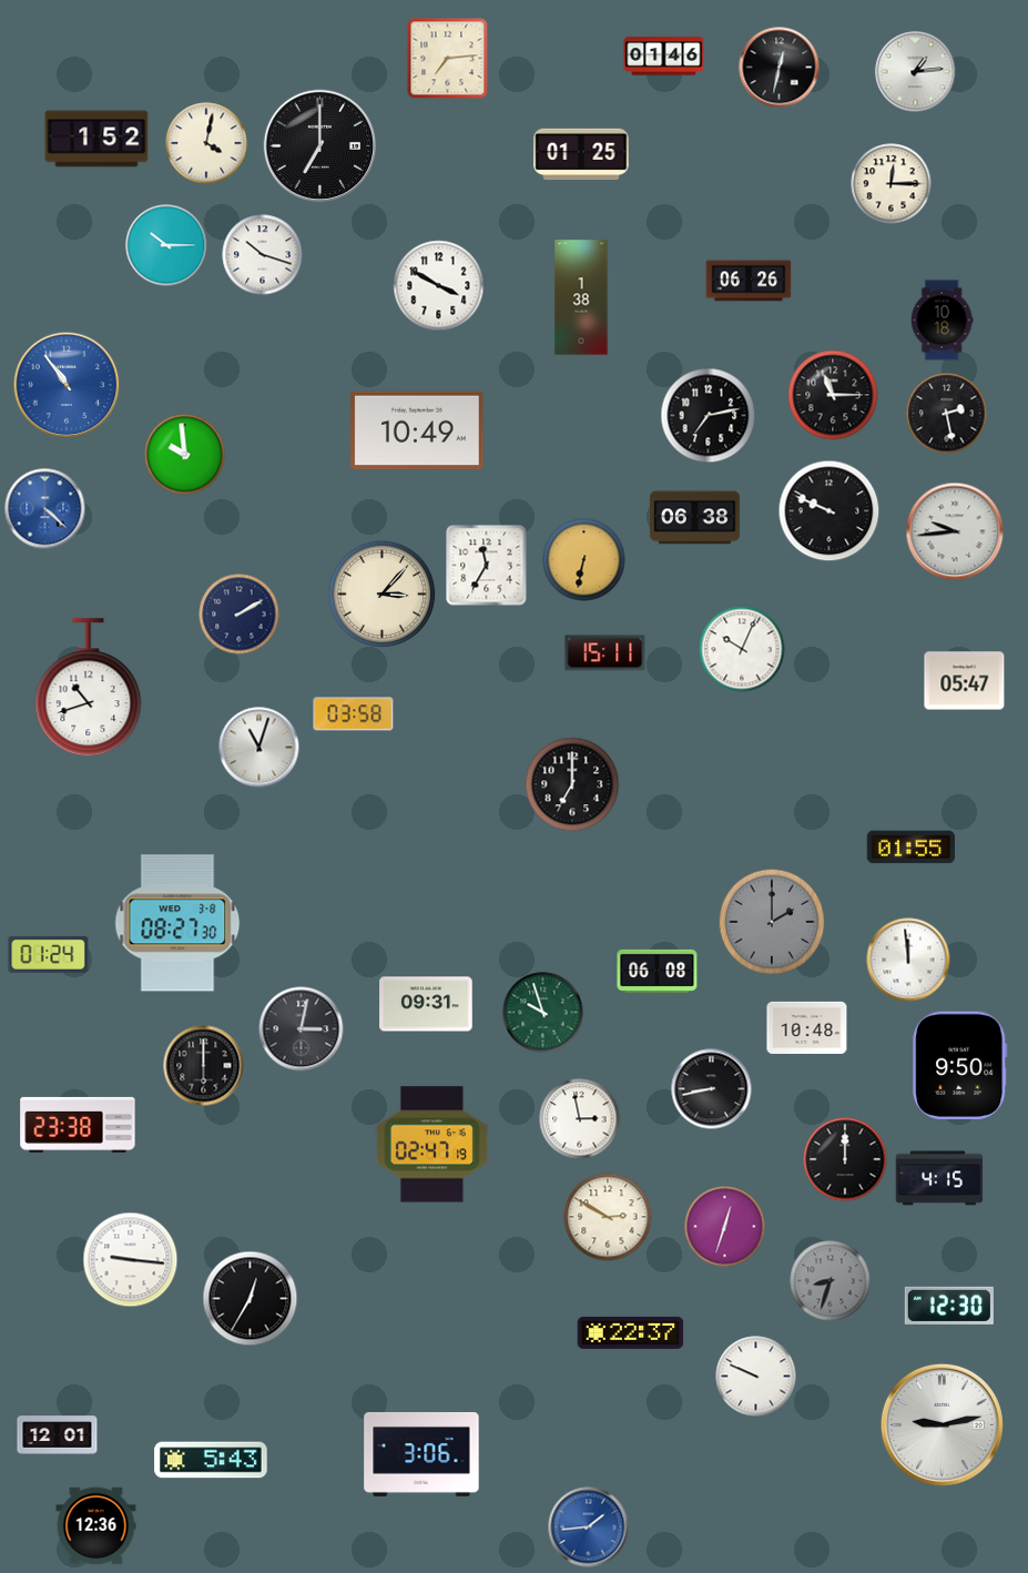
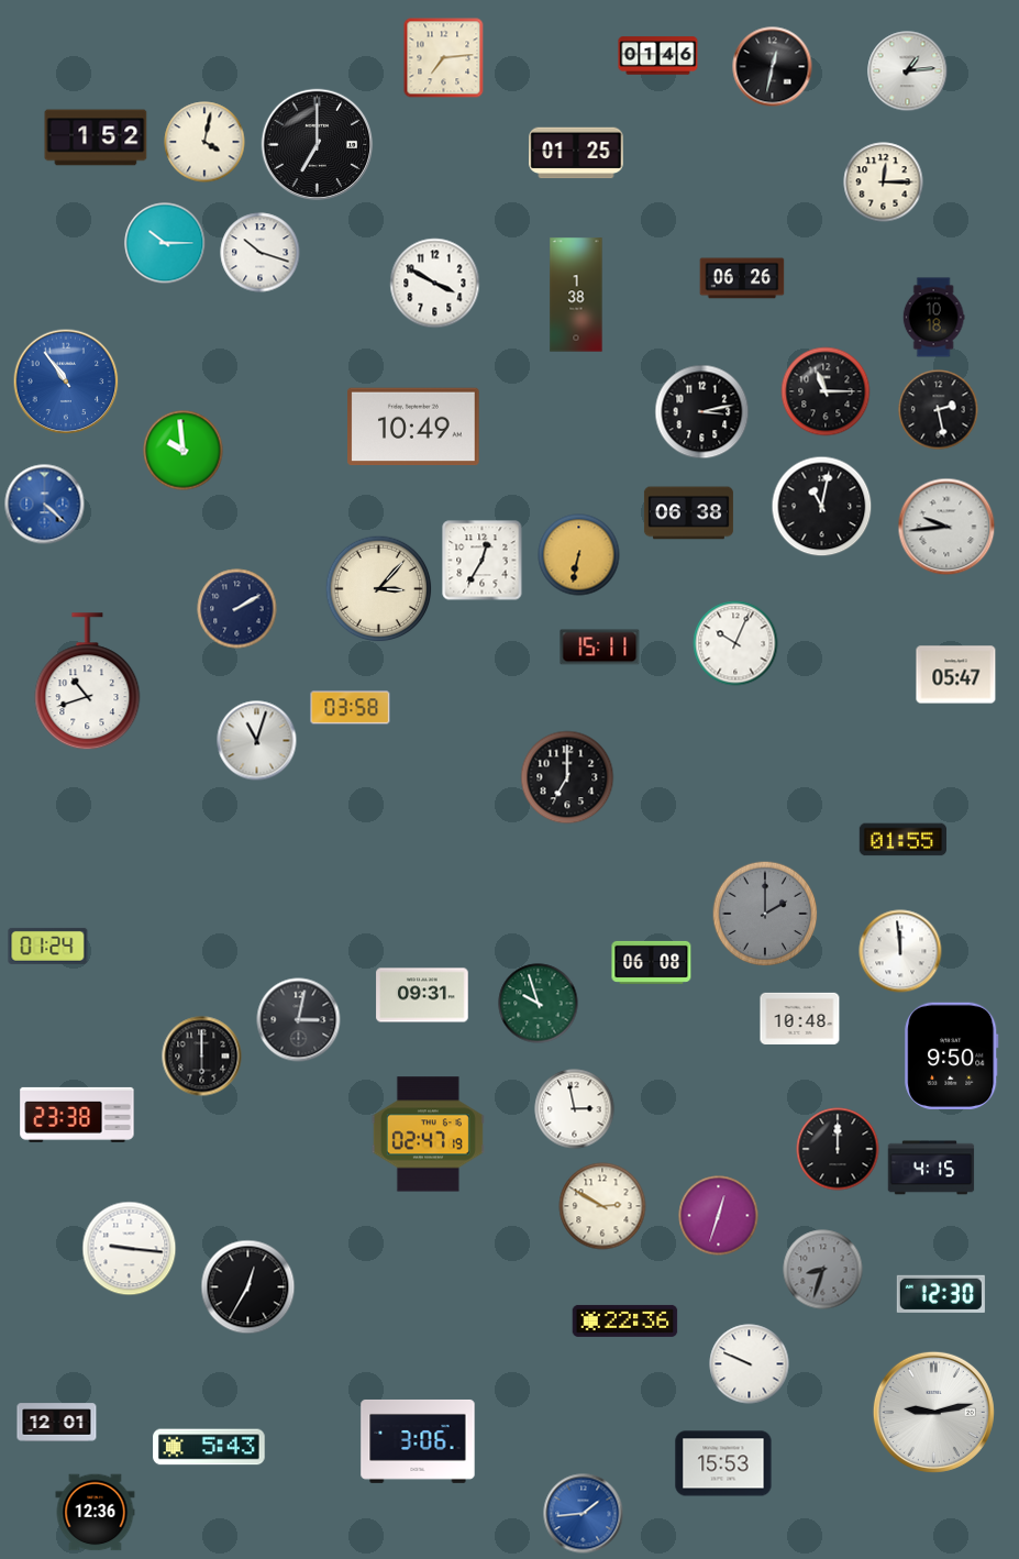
clock at (709, 416): 7:13 -> 3:13
clock at (829, 511): 9:49 -> 11:02
clock at (487, 566): 11:35 -> 12:35
clock at (177, 923): 08:27 -> none
clock at (712, 1089): 8:43 -> none
clock at (631, 1332): 22:37 -> 22:36
clock at (723, 1463): none -> 15:53
